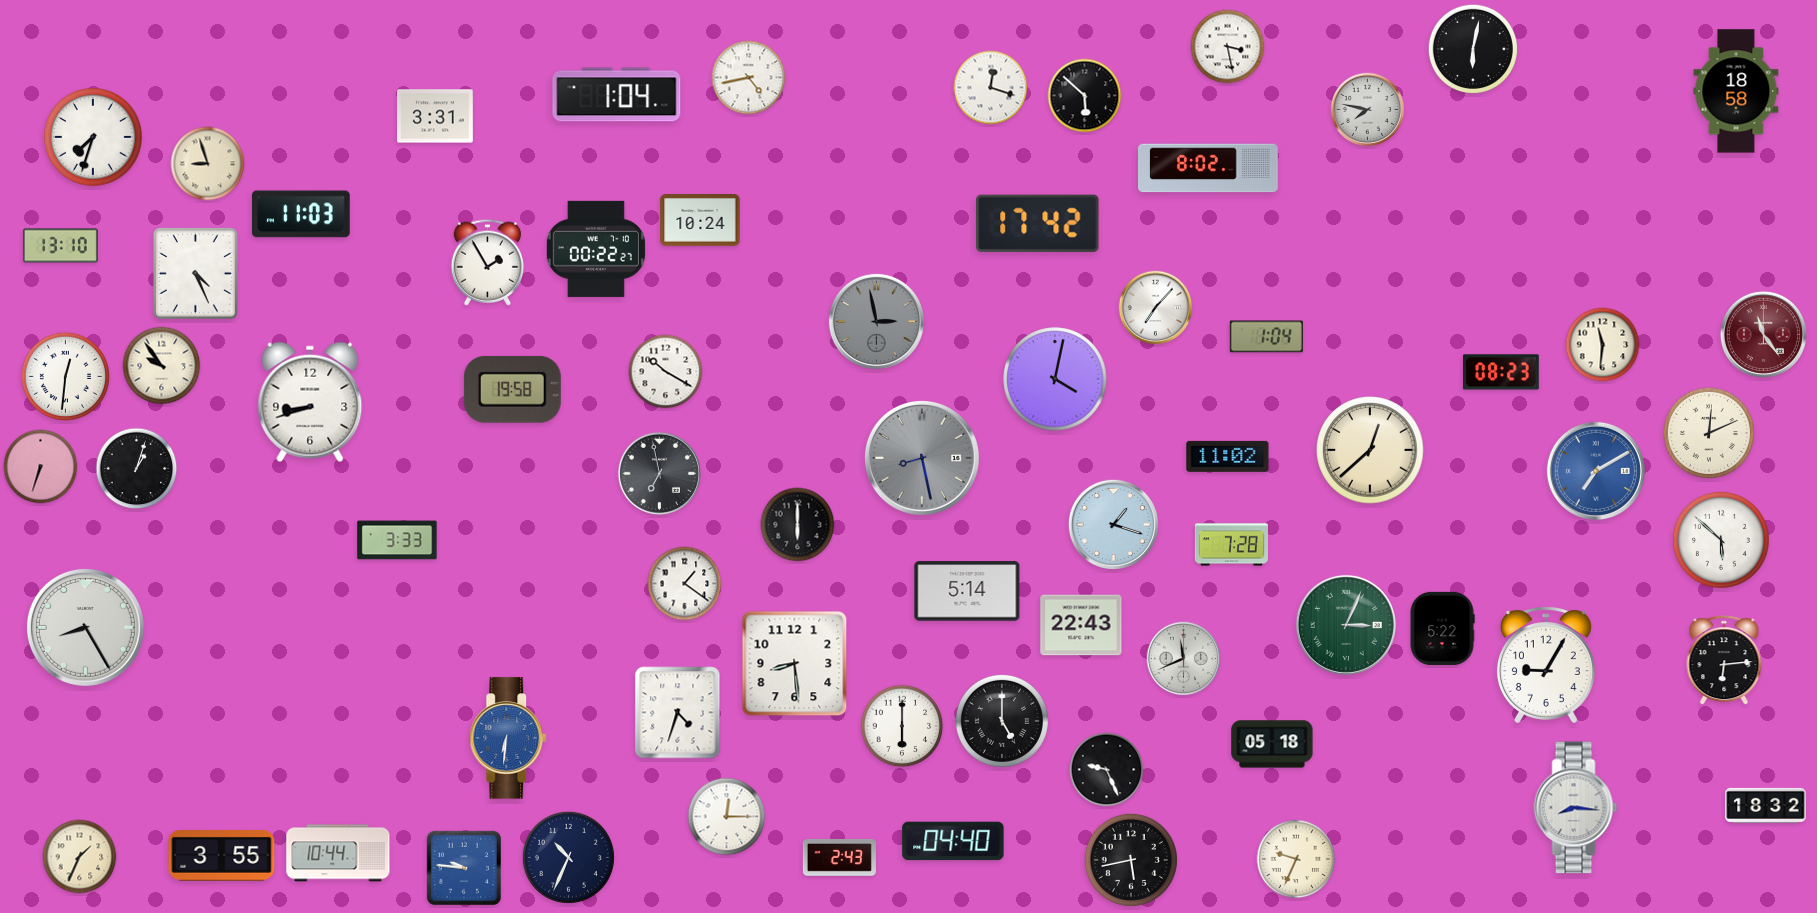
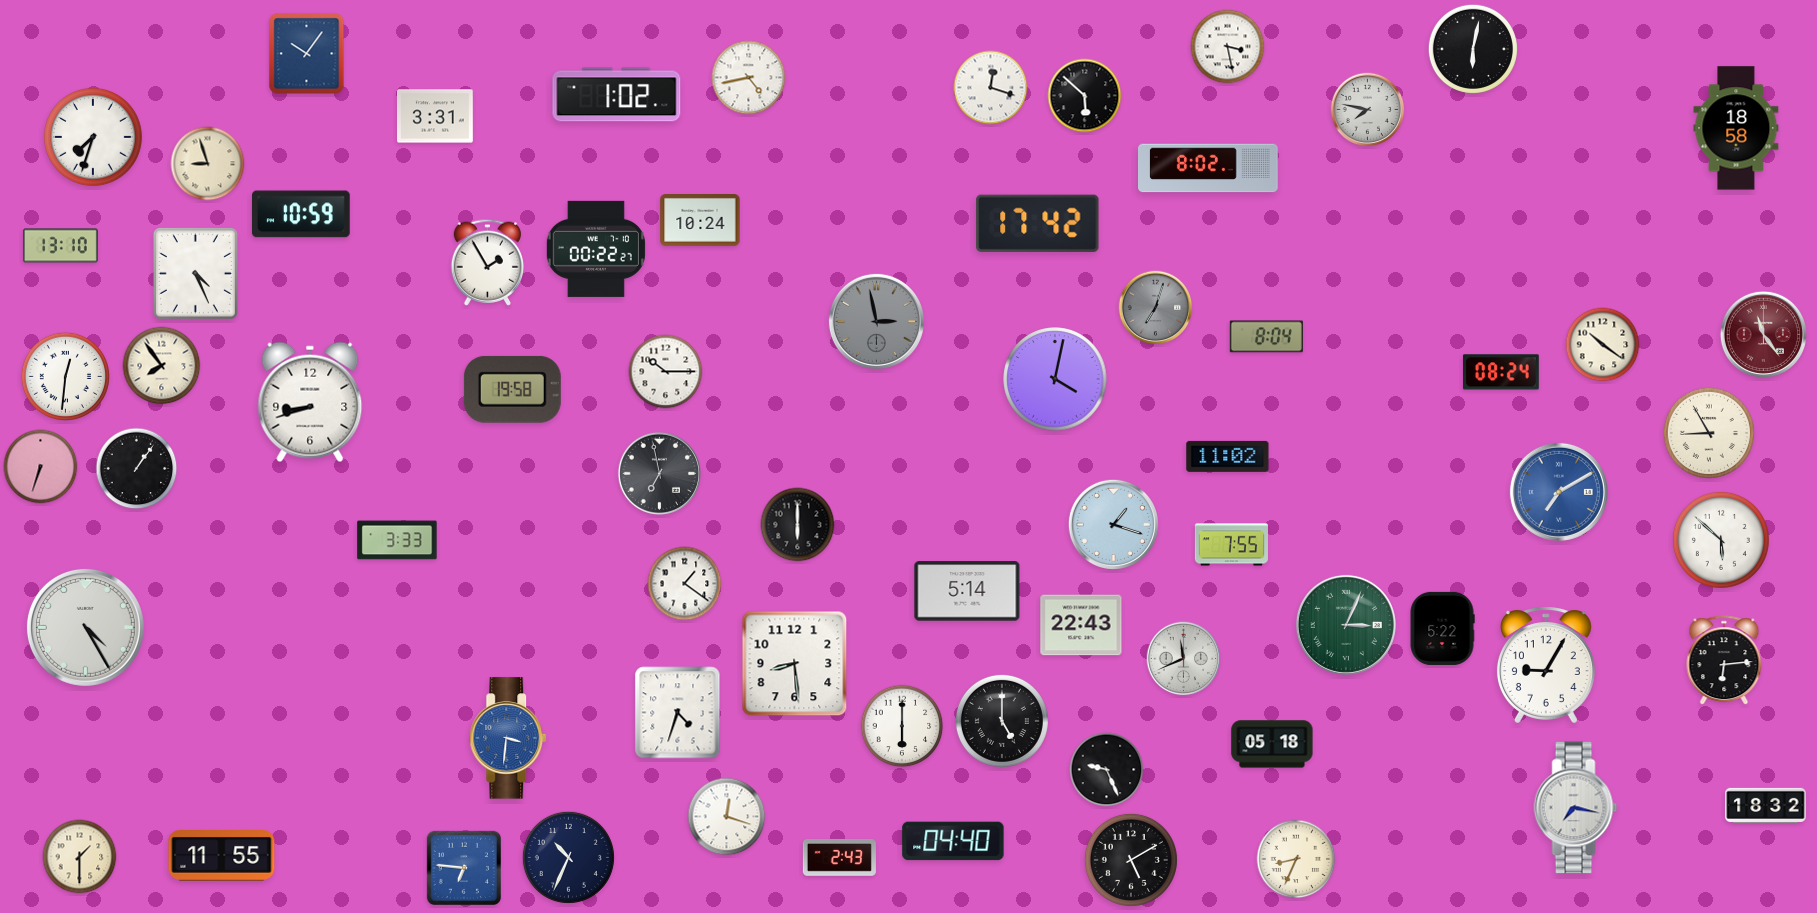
clock at (307, 54): none -> 10:06
clock at (1736, 91) position: (1736, 91) -> (1736, 128)
clock at (617, 95): 1:04 -> 1:02
clock at (301, 214): 11:03 -> 10:59
clock at (1156, 308): 7:07 -> 7:03
clock at (1156, 308) dial: white -> grey
clock at (1266, 337): 1:04 -> 8:04
clock at (1603, 345): 11:31 -> 10:21
clock at (162, 366): 9:54 -> 7:54
clock at (666, 372): 10:20 -> 10:15
clock at (1501, 372): 08:23 -> 08:24
clock at (1709, 433): 12:11 -> 8:55
clock at (1370, 450): 12:38 -> none
clock at (922, 458): 8:28 -> none
clock at (137, 469): 1:03 -> 1:06
clock at (1596, 471) position: (1596, 471) -> (1559, 492)
clock at (1231, 545): 7:28 -> 7:55
clock at (85, 627): 8:25 -> 4:25
clock at (509, 738): 6:31 -> 3:31
clock at (1576, 808): 8:16 -> 7:17
clock at (727, 817): 12:15 -> 12:18
clock at (338, 853): 10:44 -> none
clock at (222, 856): 3:55 -> 11:55
clock at (80, 857): 1:34 -> 1:30
clock at (1296, 859): 9:34 -> 8:34
clock at (1131, 860): 5:43 -> 5:10
clock at (463, 867): 9:46 -> 6:46
